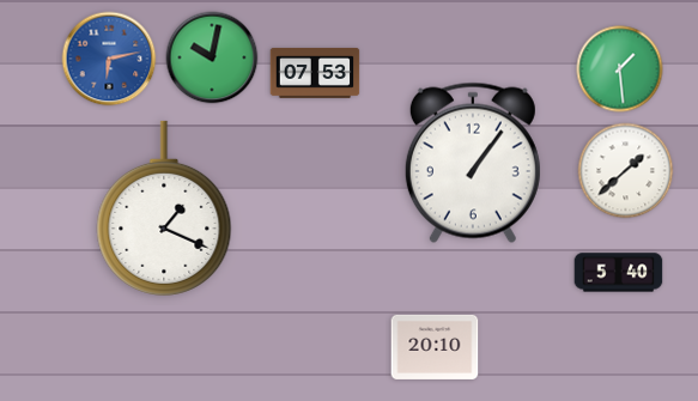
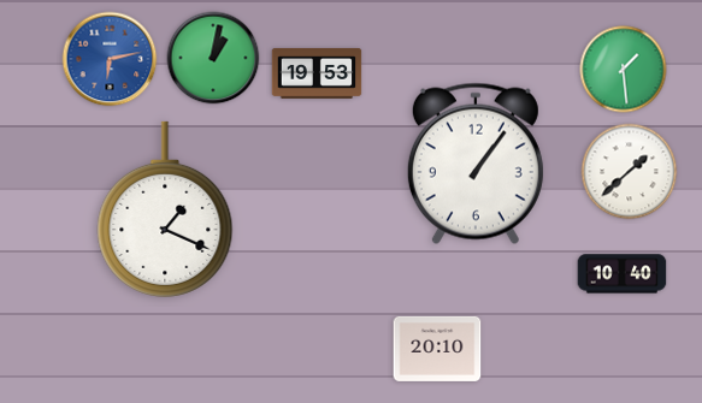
clock at (212, 57): 10:02 -> 1:02
clock at (315, 73): 07:53 -> 19:53
clock at (619, 273): 5:40 -> 10:40
